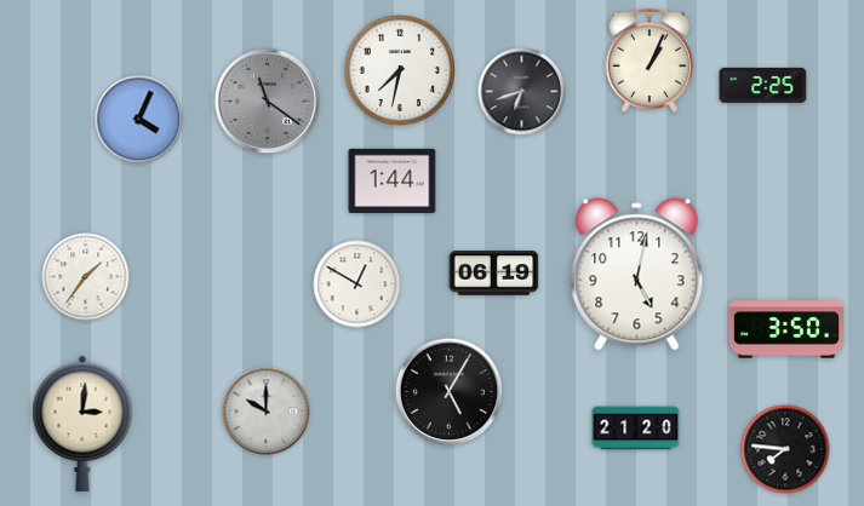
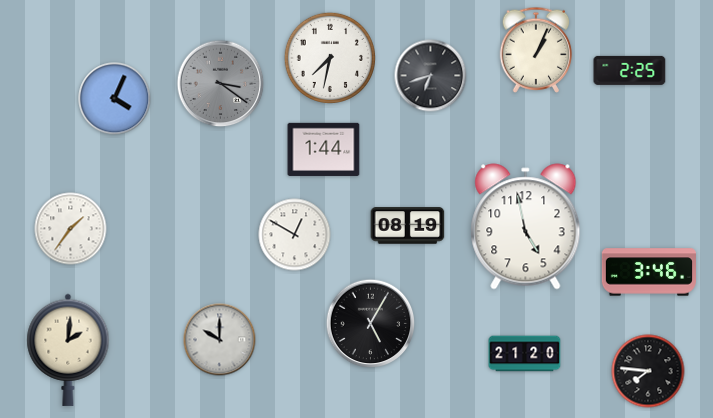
clock at (268, 102): 11:21 -> 3:21
clock at (494, 274): 06:19 -> 08:19
clock at (637, 275): 5:02 -> 4:58
clock at (786, 329): 3:50 -> 3:46
clock at (82, 424): 3:01 -> 2:01
